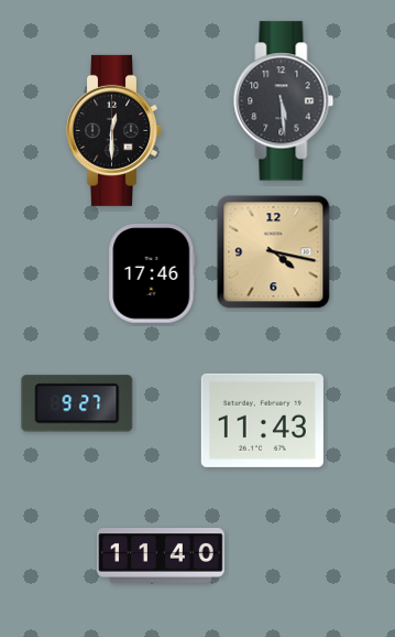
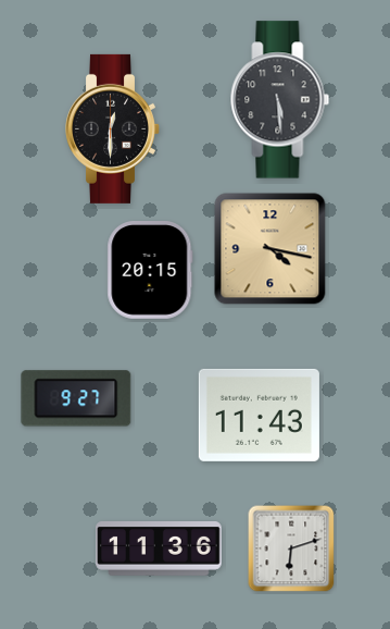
clock at (152, 274): 17:46 -> 20:15
clock at (291, 548): none -> 6:12
clock at (161, 557): 11:40 -> 11:36
